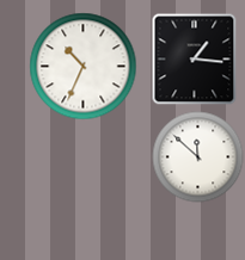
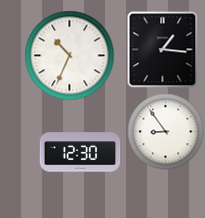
clock at (198, 157): 11:52 -> 8:54
clock at (80, 152): none -> 12:30
